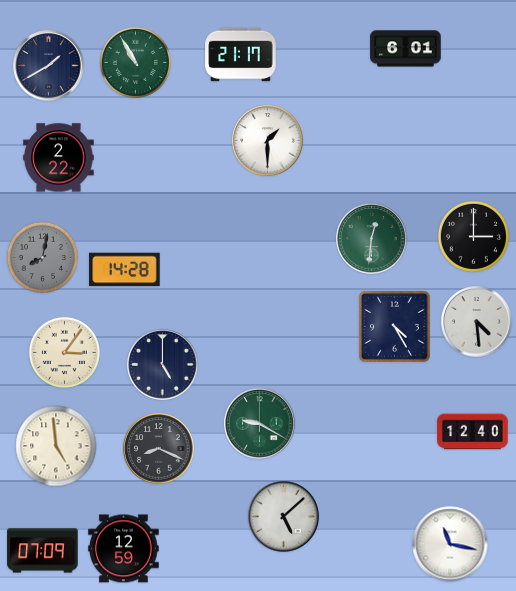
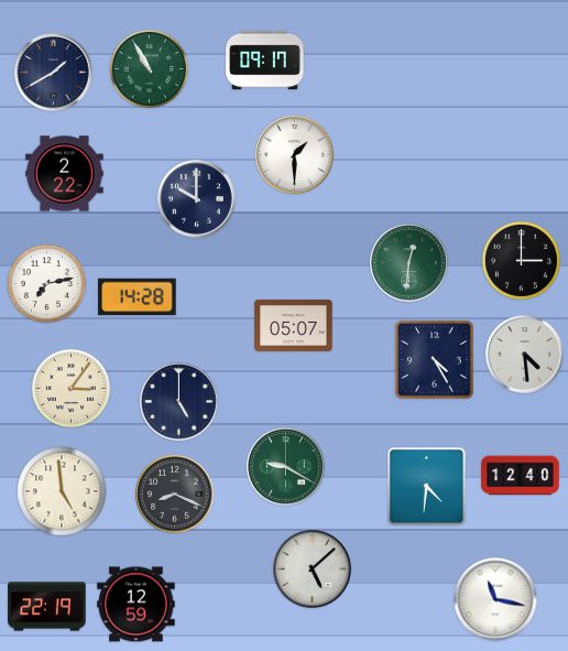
clock at (406, 49): 6:01 -> none
clock at (241, 55): 21:17 -> 09:17
clock at (197, 199): none -> 10:00
clock at (42, 257): 8:02 -> 7:13
clock at (42, 257) dial: grey -> white
clock at (294, 325): none -> 05:07
clock at (427, 487): none -> 4:31
clock at (43, 551): 07:09 -> 22:19
